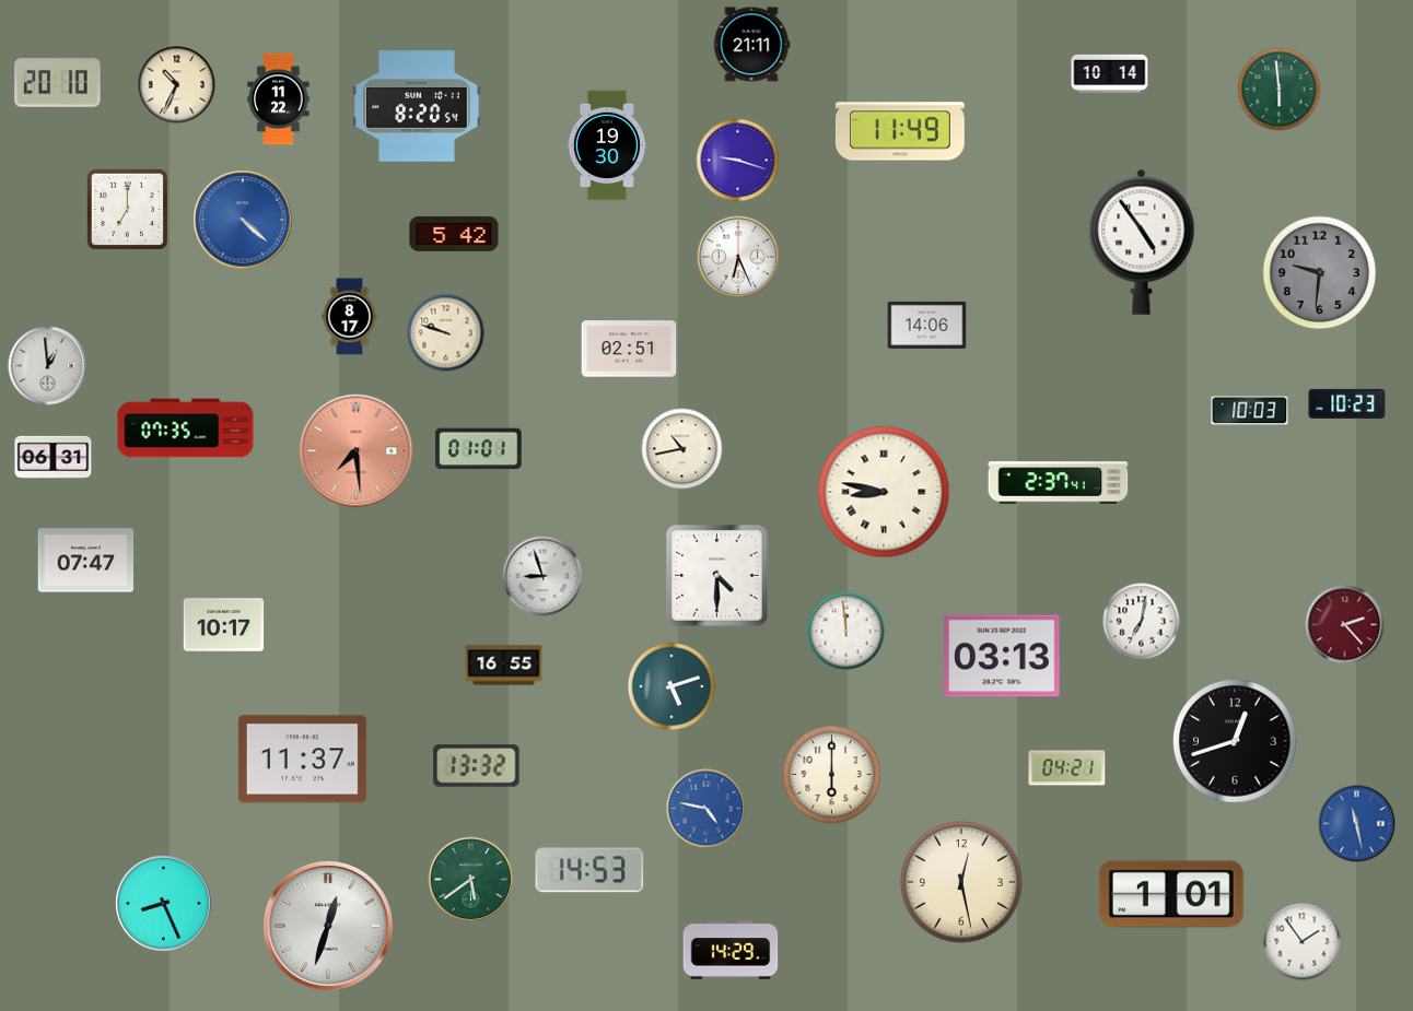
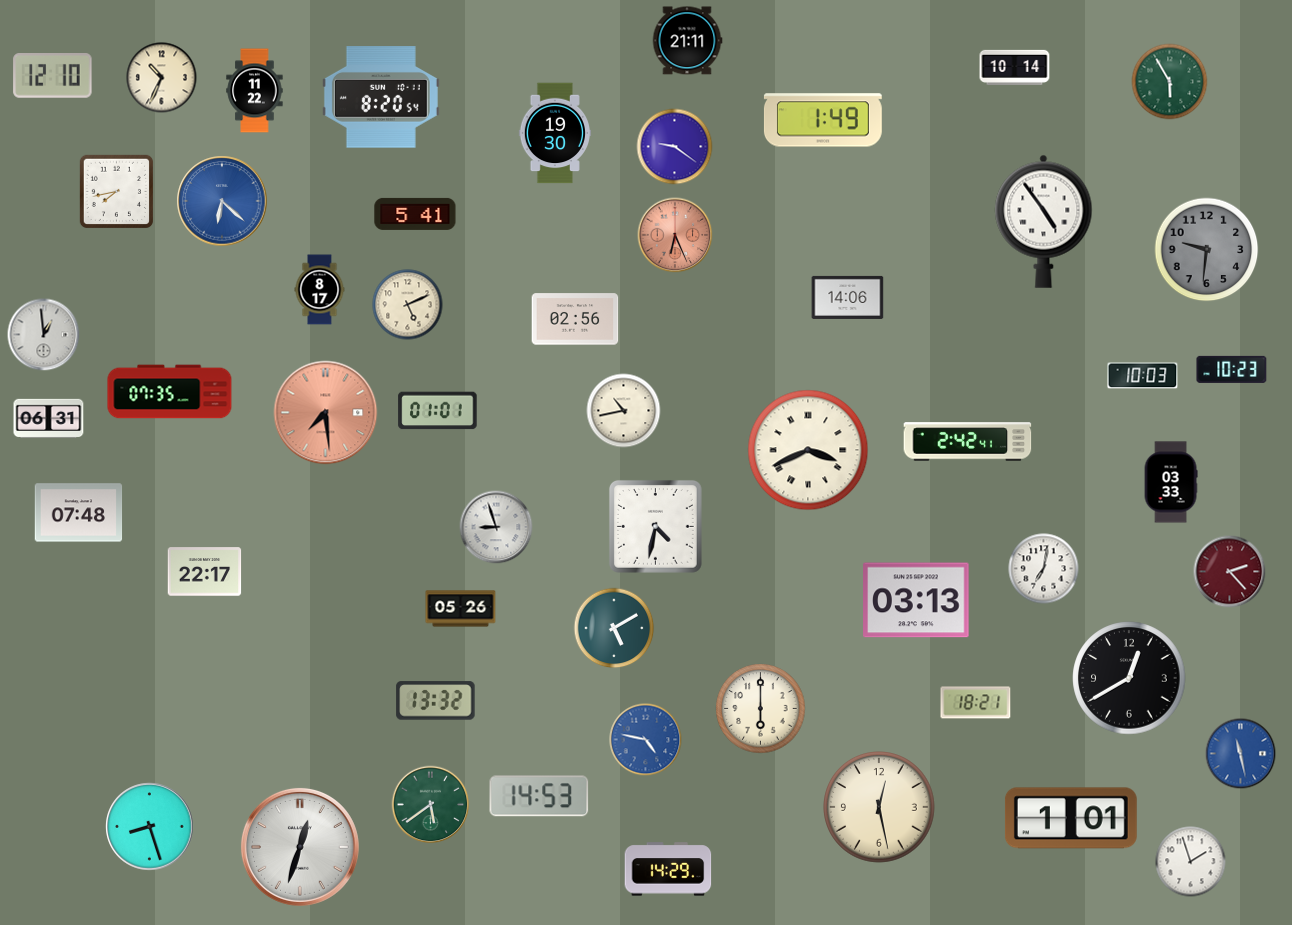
clock at (58, 83): 20:10 -> 12:10
clock at (1280, 90): 5:59 -> 5:55
clock at (900, 131): 11:49 -> 1:49
clock at (738, 161): 9:18 -> 9:21
clock at (127, 209): 7:00 -> 7:43
clock at (243, 220): 4:22 -> 6:22
clock at (454, 234): 5:42 -> 5:41
clock at (738, 257) dial: white -> salmon
clock at (446, 333): 9:48 -> 5:11
clock at (629, 349): 02:51 -> 02:56
clock at (1059, 483): 2:37 -> 2:42
clock at (884, 492): 8:47 -> 3:41
clock at (1171, 482): none -> 03:33
clock at (86, 561): 07:47 -> 07:48
clock at (716, 575): 4:30 -> 4:32
clock at (224, 625): 10:17 -> 22:17
clock at (846, 632): 11:59 -> none
clock at (504, 666): 16:55 -> 05:26
clock at (672, 686): 5:12 -> 5:10
clock at (1235, 741): 12:42 -> 12:40
clock at (302, 760): 11:37 -> none
clock at (1067, 768): 04:21 -> 18:21
clock at (164, 904): 8:26 -> 8:27
clock at (1303, 942): 1:54 -> 1:57
